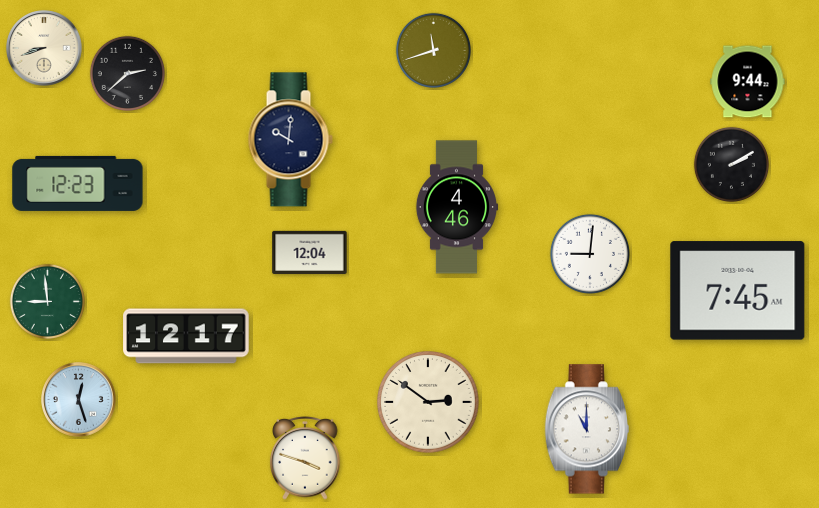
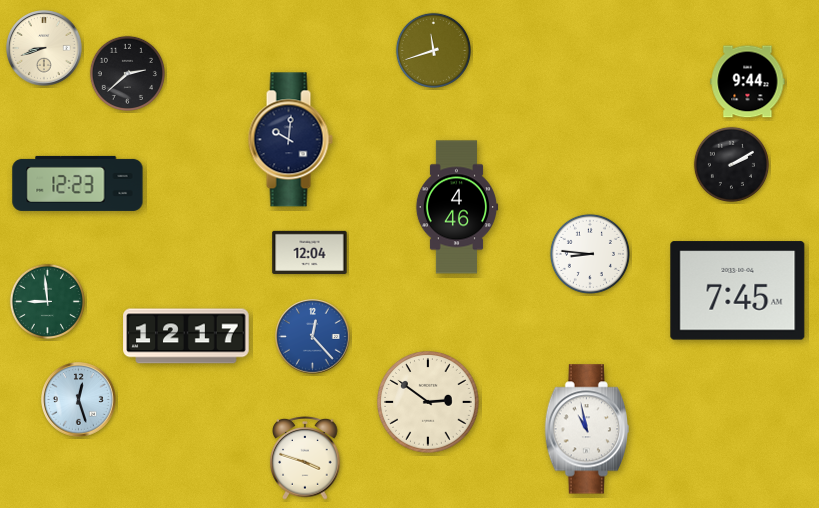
clock at (590, 254): 9:01 -> 8:46
clock at (313, 337): none -> 12:23
clock at (586, 429): 11:00 -> 10:58
